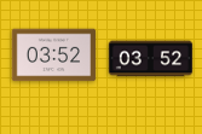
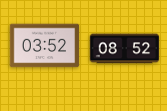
clock at (151, 59): 03:52 -> 08:52
